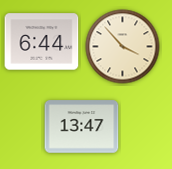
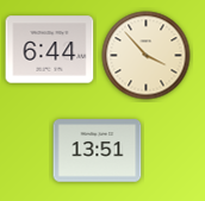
clock at (82, 127): 13:47 -> 13:51
